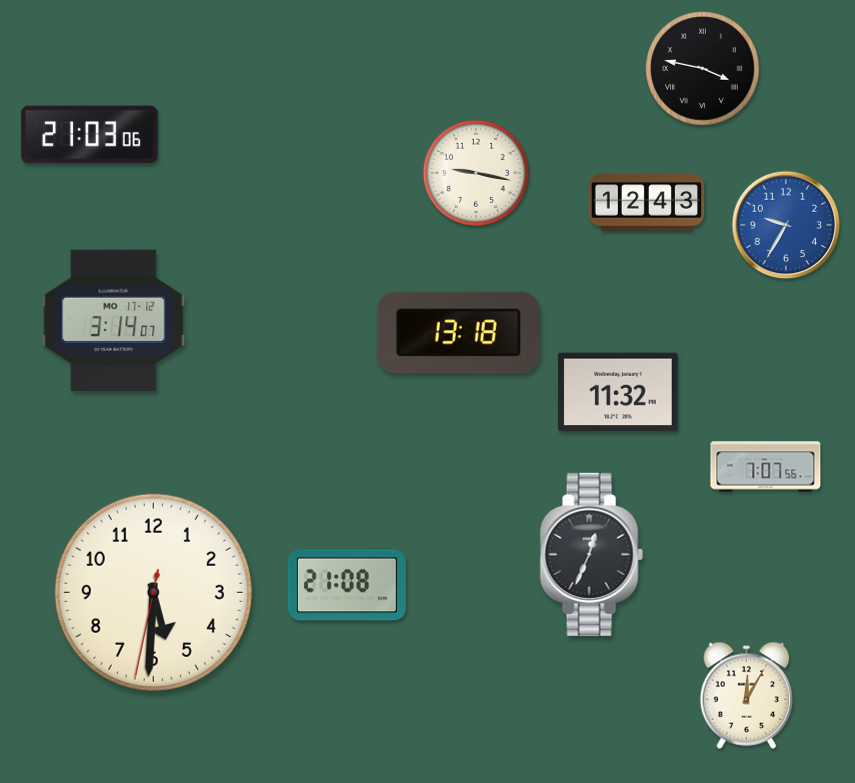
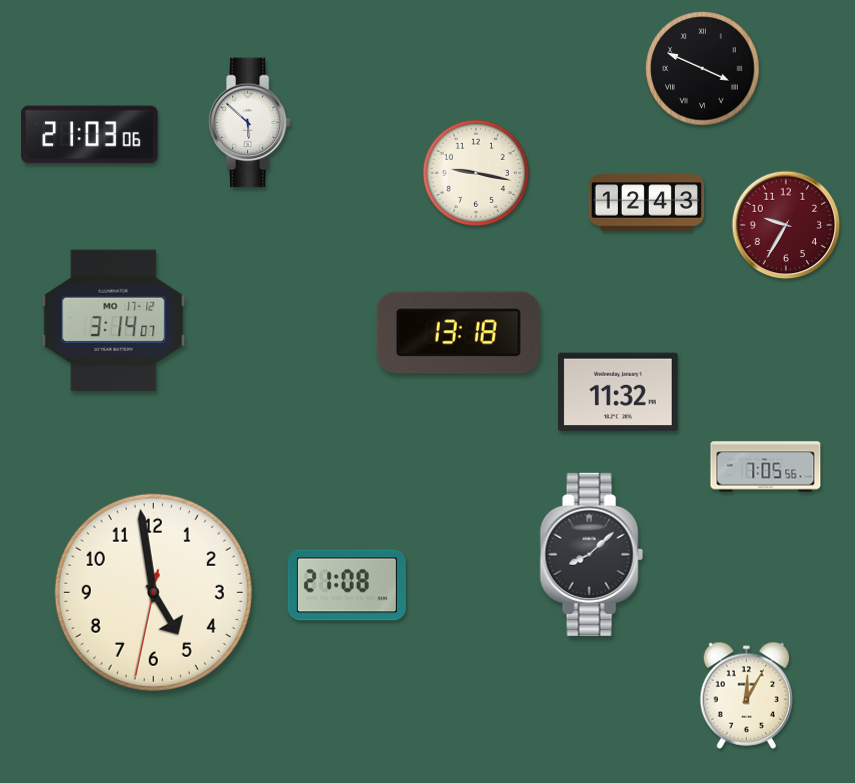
clock at (703, 69): 3:47 -> 3:49
clock at (249, 123): none -> 5:52
clock at (786, 225) dial: blue -> burgundy
clock at (766, 467): 7:07 -> 7:05
clock at (591, 554): 12:34 -> 8:08
clock at (153, 592): 5:30 -> 4:58
